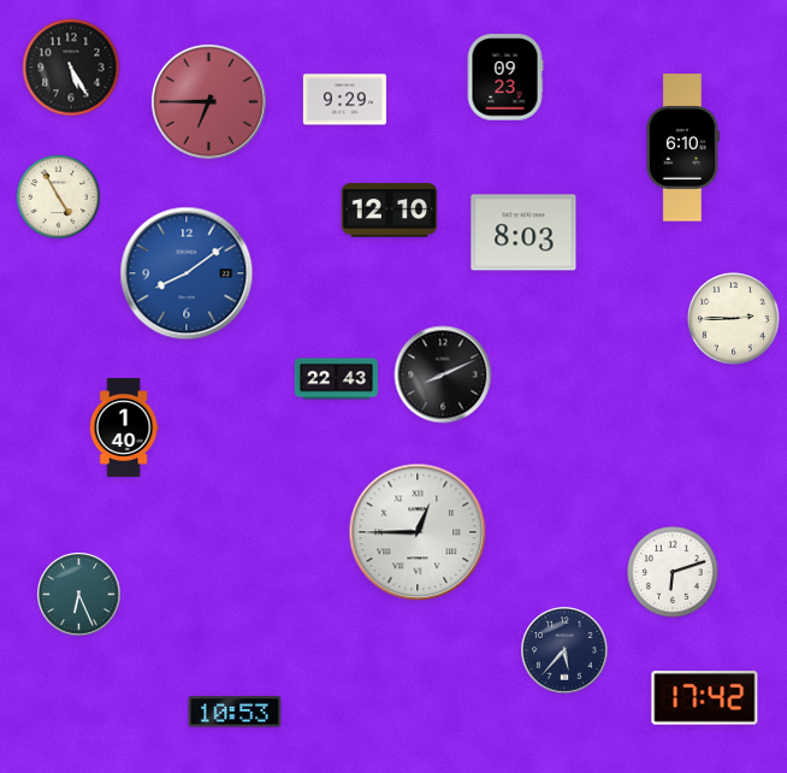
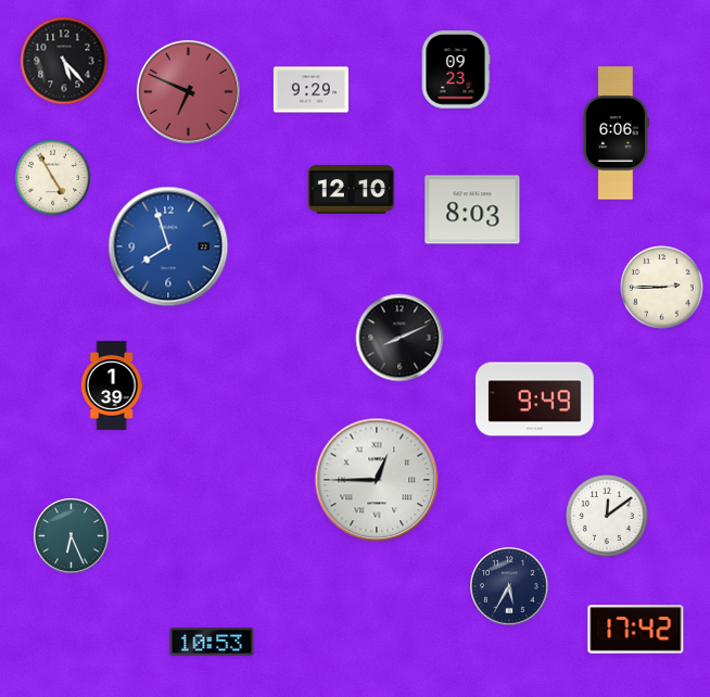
clock at (71, 67): 5:25 -> 5:23
clock at (208, 101): 6:45 -> 6:49
clock at (682, 148): 6:10 -> 6:06
clock at (187, 273): 8:09 -> 7:57
clock at (336, 379): 22:43 -> none
clock at (124, 427): 1:40 -> 1:39
clock at (535, 400): none -> 9:49
clock at (673, 572): 6:12 -> 12:09
clock at (564, 650): 5:37 -> 5:35
